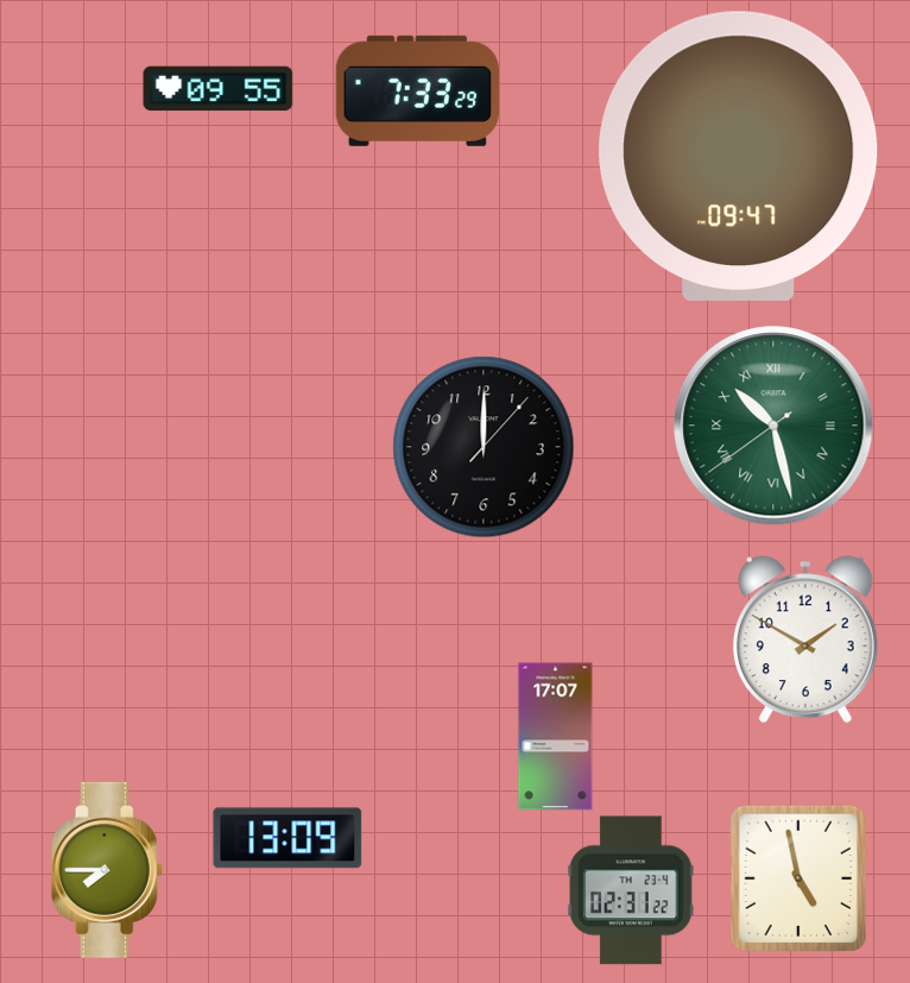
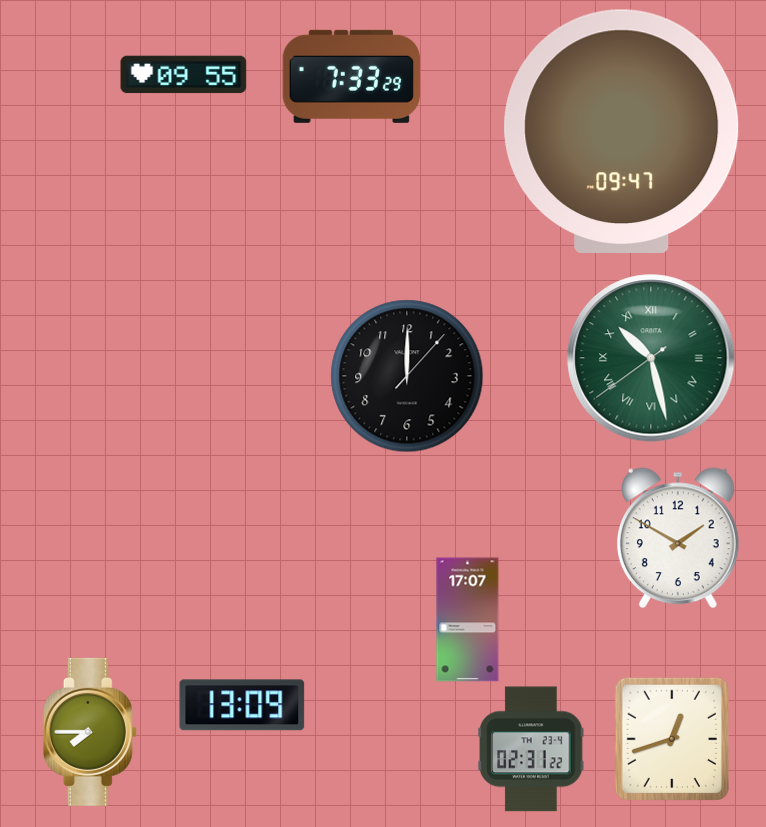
clock at (797, 877): 4:58 -> 12:42
